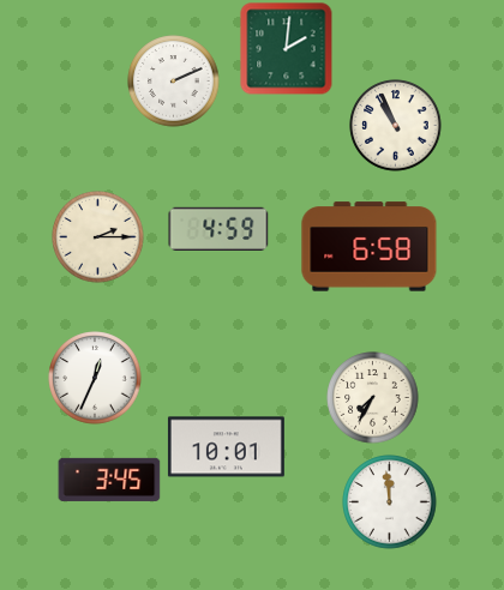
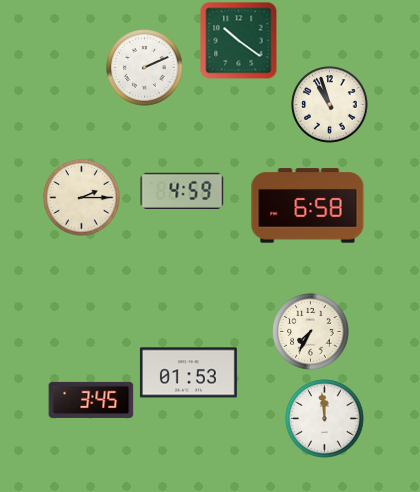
clock at (287, 49): 2:01 -> 10:21
clock at (396, 126): 10:56 -> 10:57
clock at (95, 378): 12:34 -> none
clock at (226, 447): 10:01 -> 01:53
